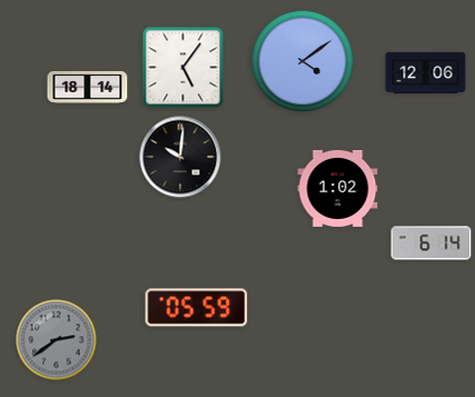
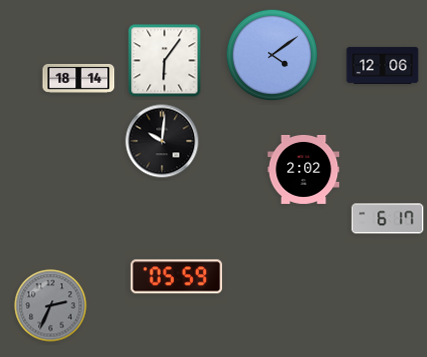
clock at (184, 68): 5:06 -> 6:06
clock at (338, 188): 1:02 -> 2:02
clock at (432, 244): 6:14 -> 6:17
clock at (57, 340): 2:39 -> 2:34
